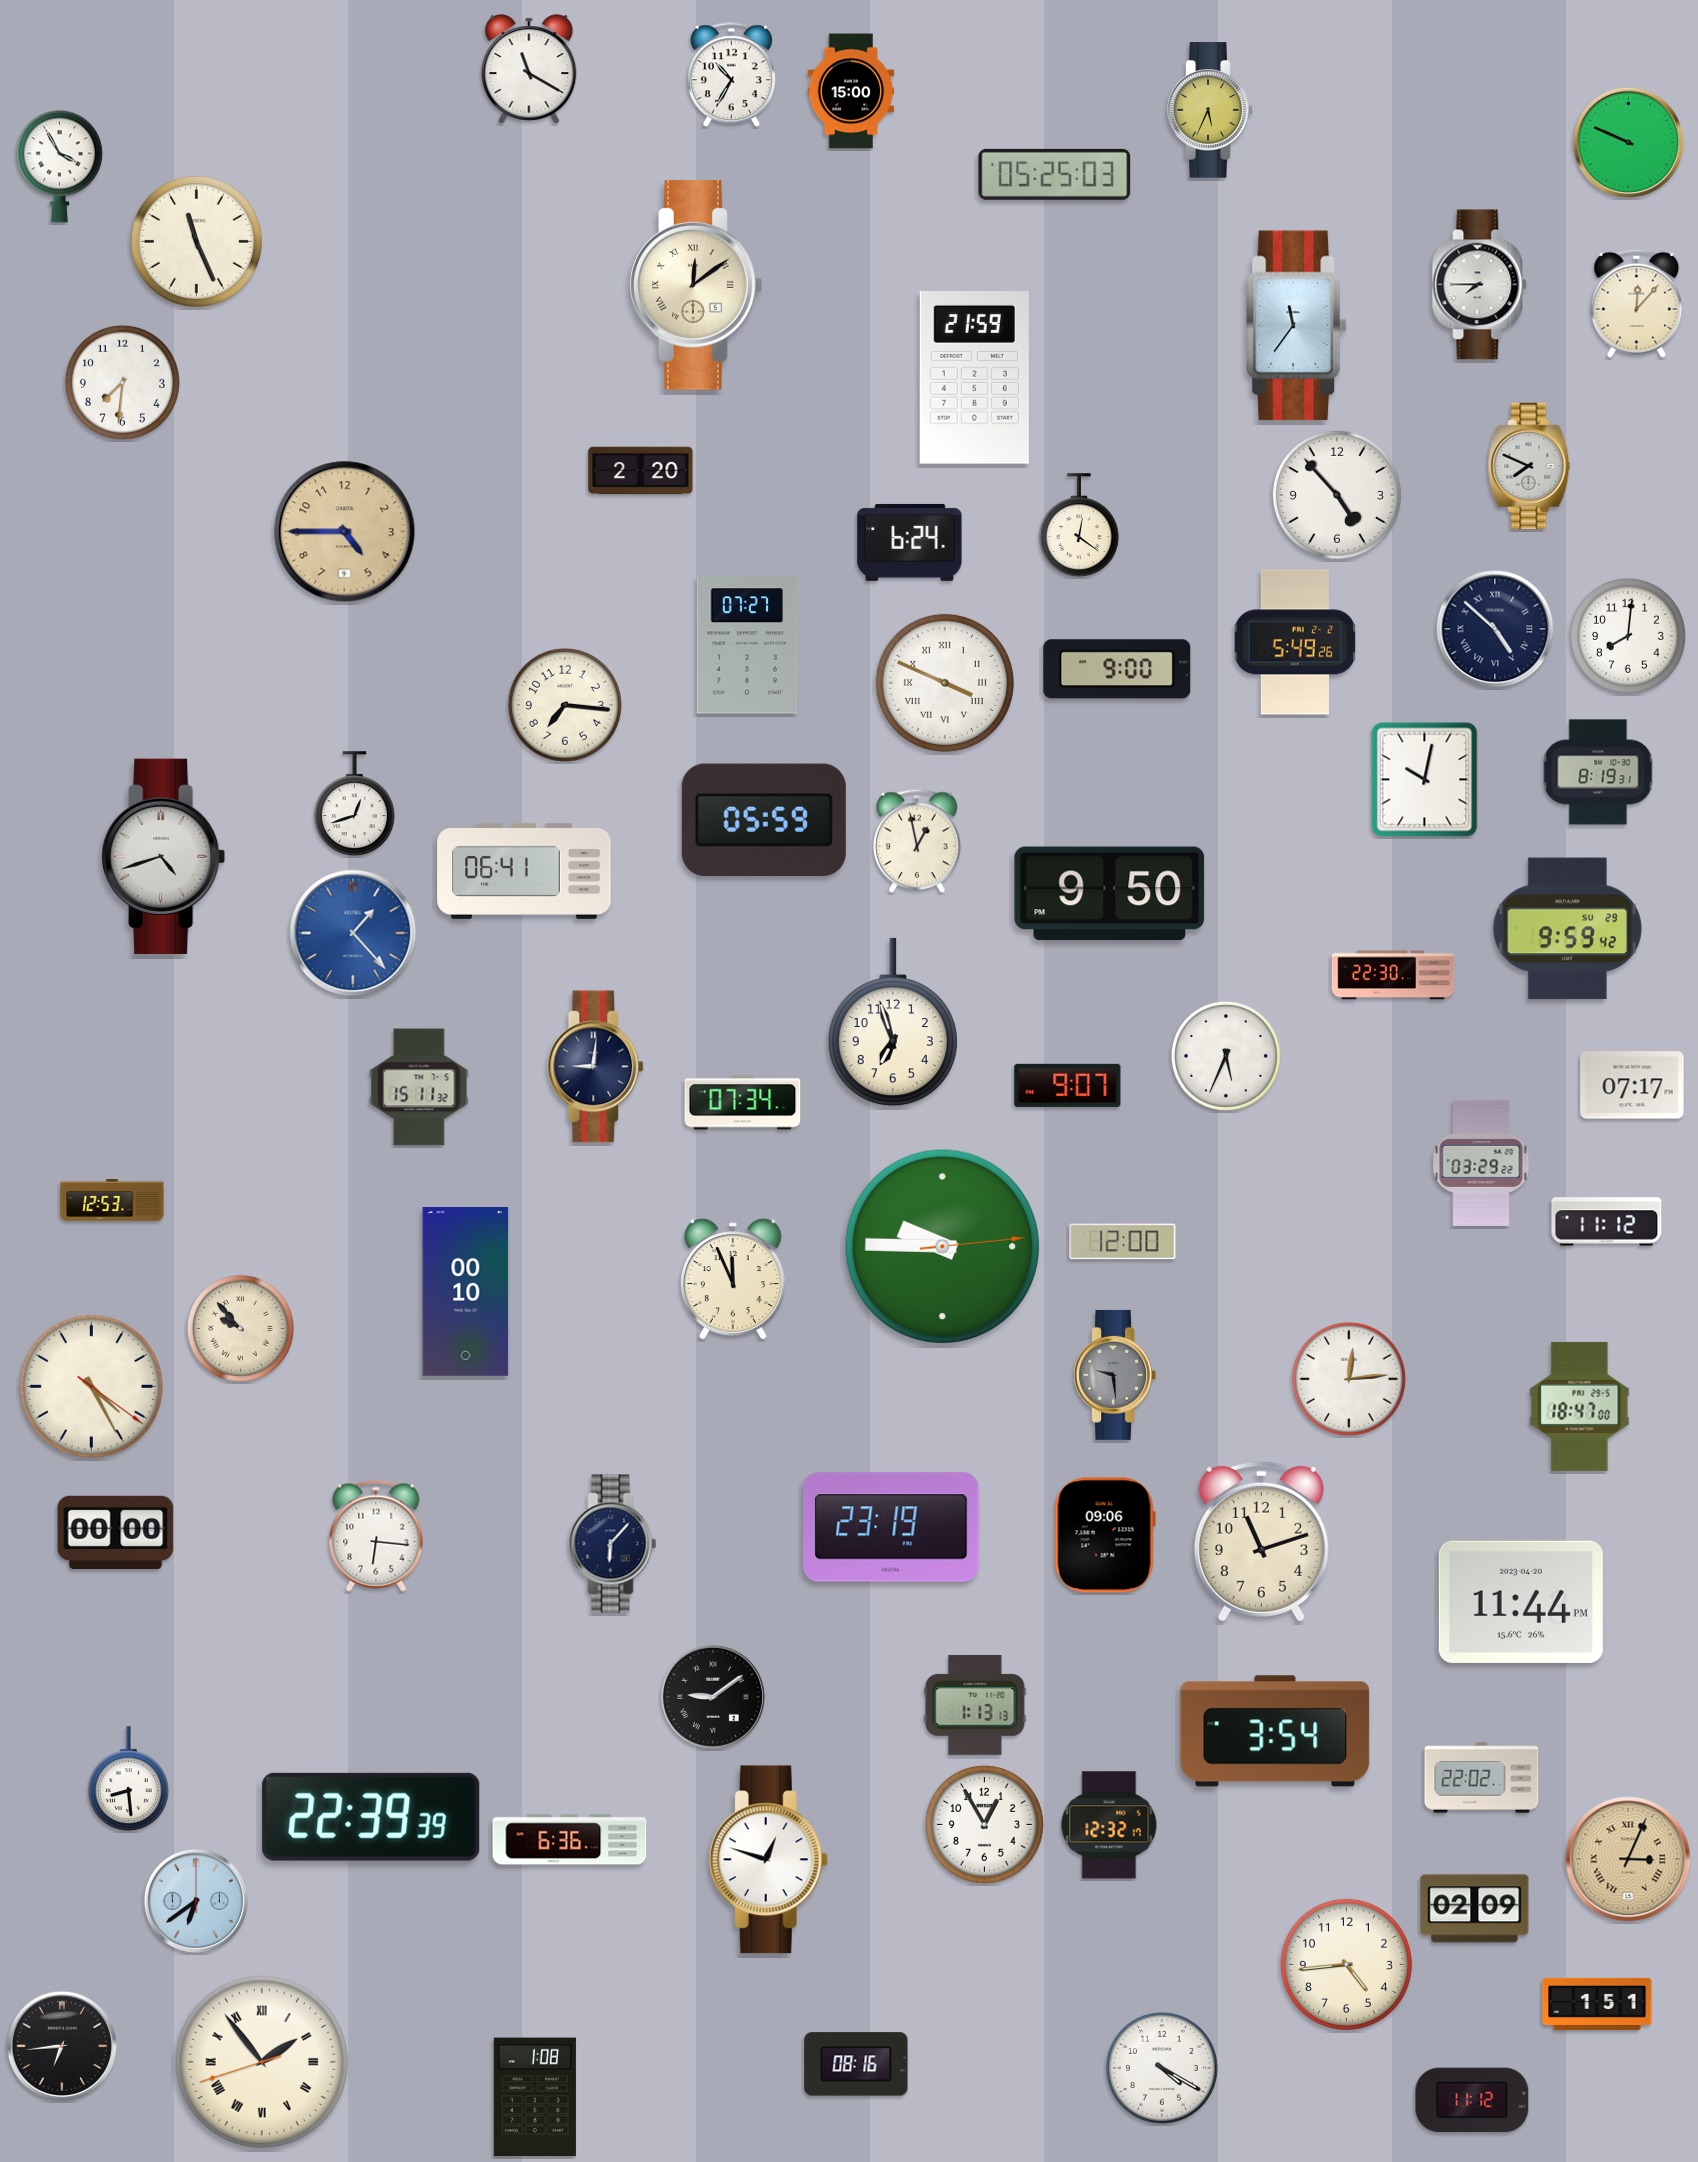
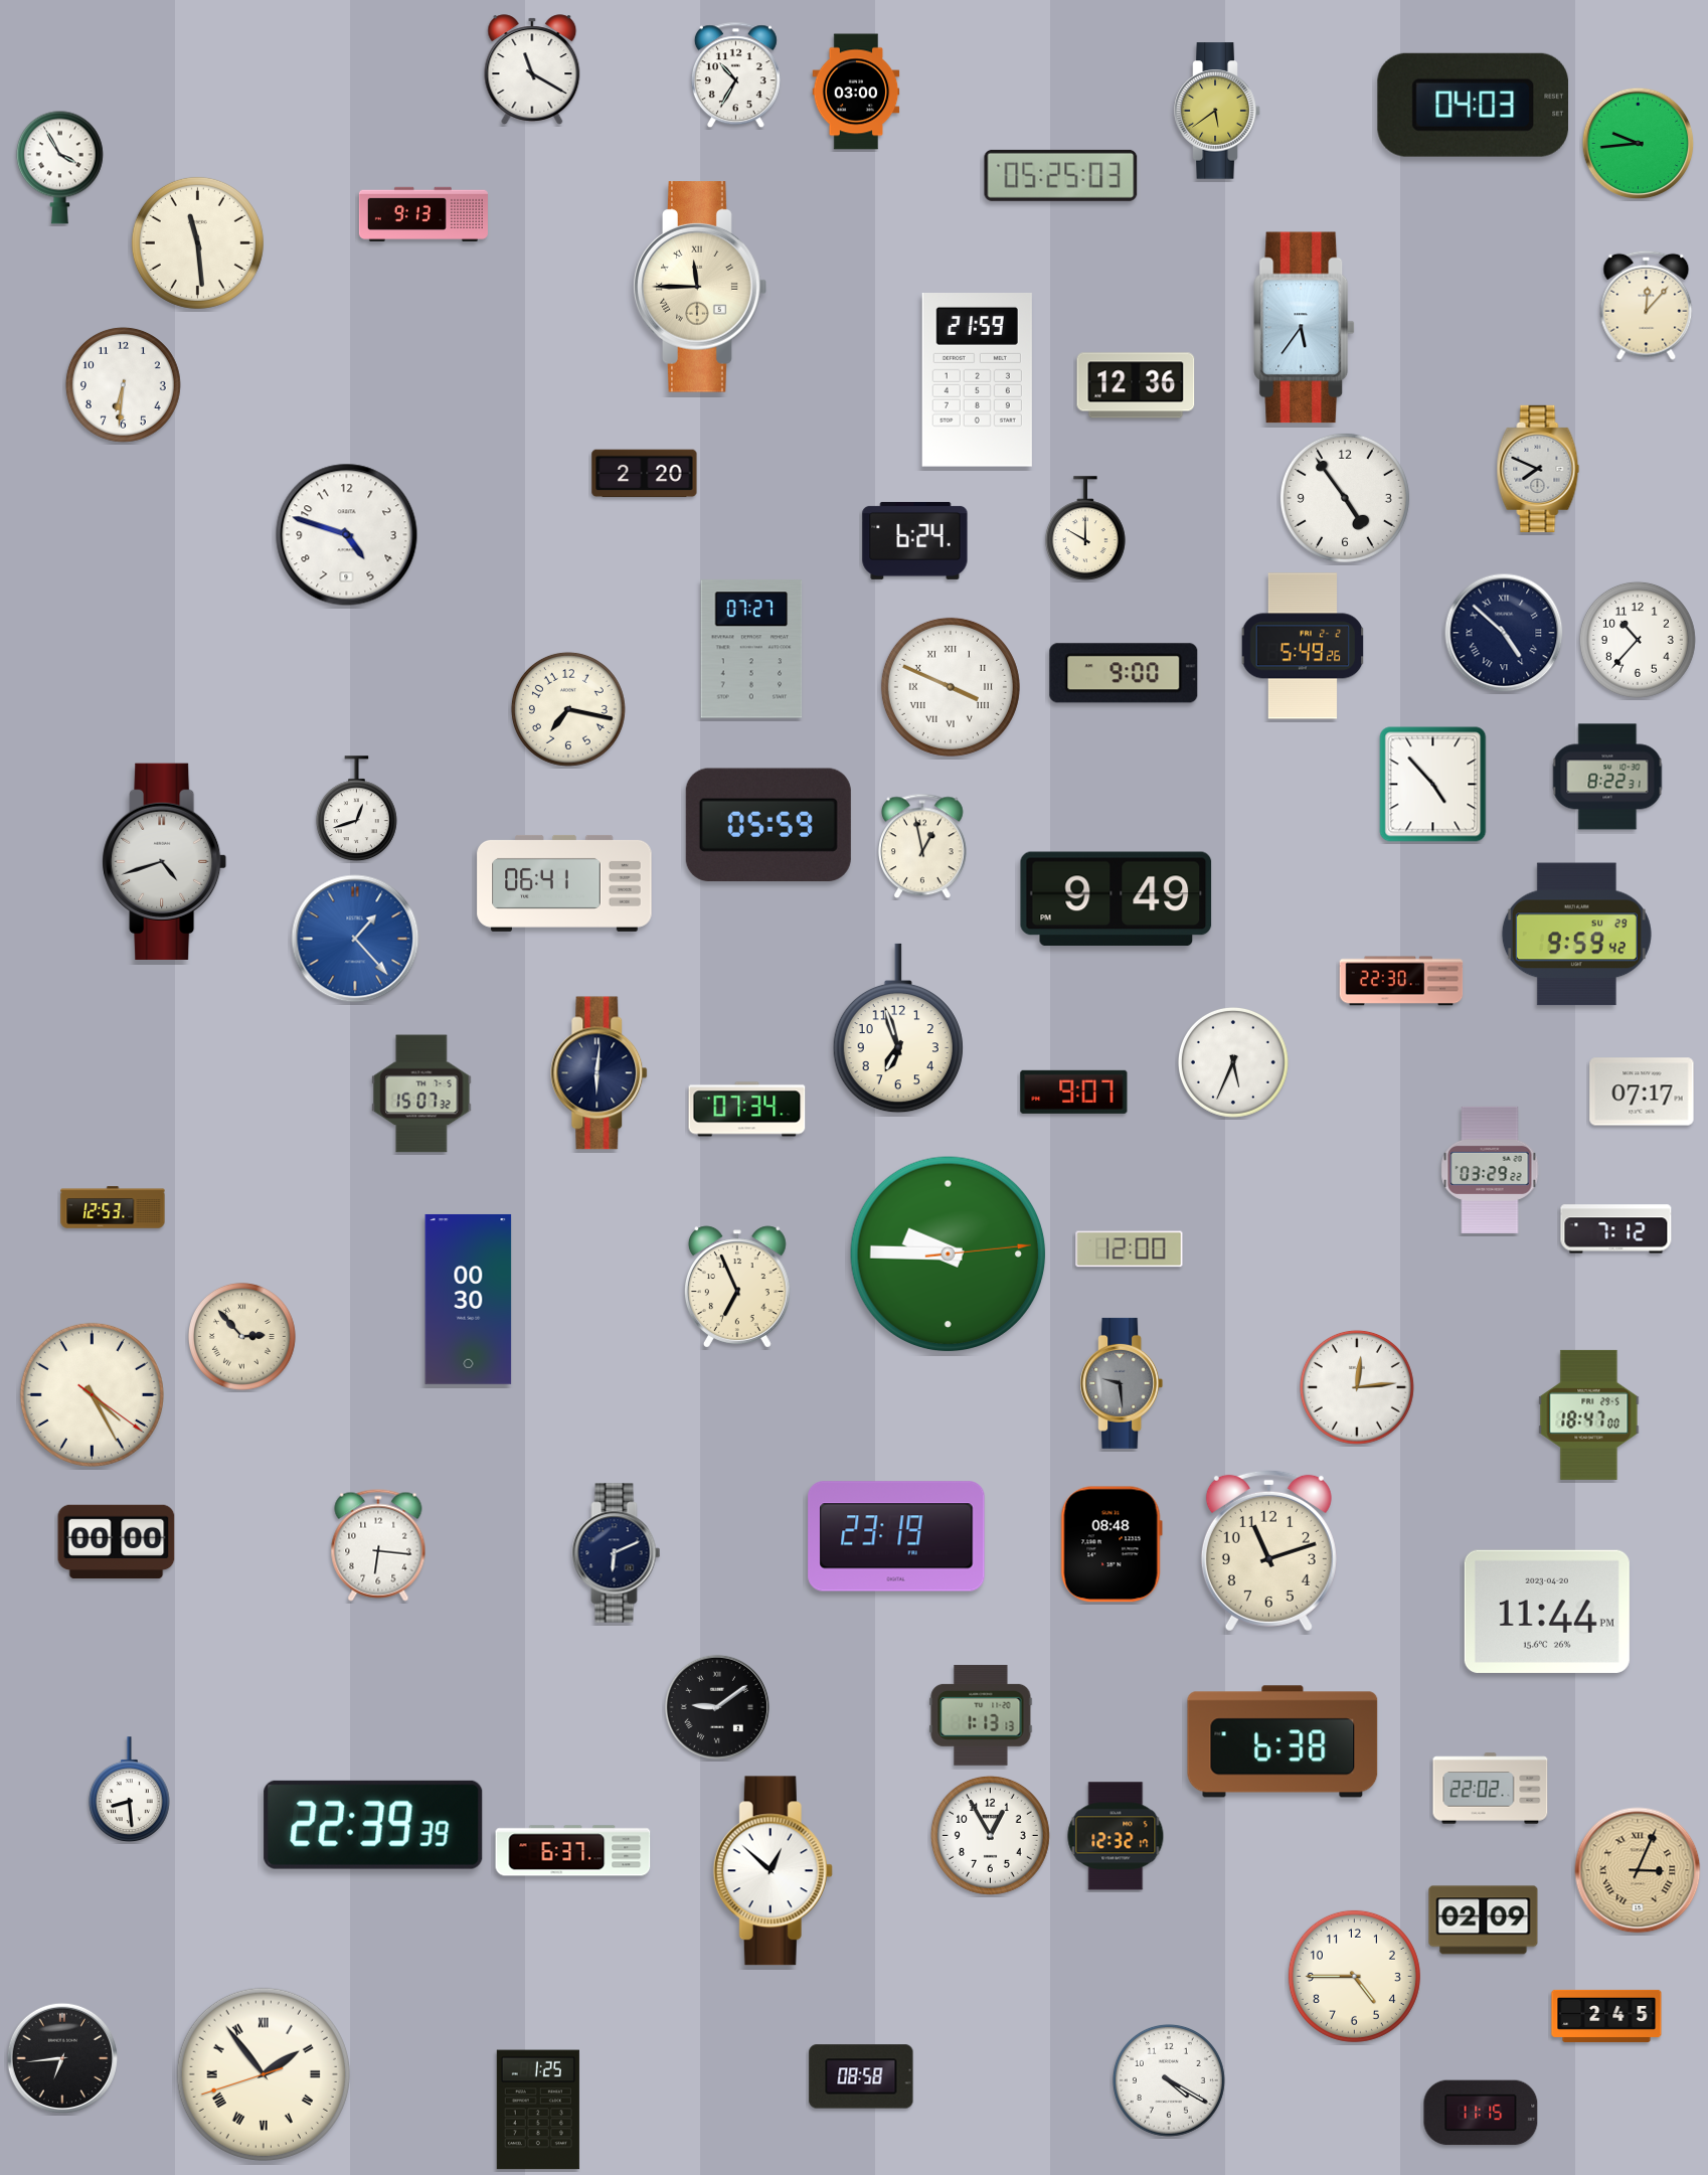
clock at (851, 91): 15:00 -> 03:00
clock at (1473, 105): none -> 04:03
clock at (1210, 110): 5:34 -> 5:39
clock at (1629, 143): 9:49 -> 9:44
clock at (423, 214): none -> 9:13
clock at (196, 241): 11:26 -> 11:29
clock at (696, 285): 12:09 -> 11:45
clock at (1480, 285): 7:45 -> none
clock at (1297, 326): 11:36 -> 5:36
clock at (974, 378) position: (974, 378) -> (977, 380)
clock at (122, 382): 7:31 -> 6:31
clock at (1136, 385): none -> 12:36
clock at (1337, 495): 4:53 -> 4:54
clock at (1079, 525): 12:21 -> 10:00
clock at (345, 532): 4:45 -> 4:48
clock at (345, 532) dial: champagne -> white
clock at (910, 542) position: (910, 542) -> (915, 540)
clock at (1628, 636): 8:01 -> 10:37
clock at (565, 705): 7:16 -> 7:17
clock at (1598, 772): 8:19 -> 8:22
clock at (1425, 780): 10:02 -> 4:53
clock at (524, 871) position: (524, 871) -> (564, 883)
clock at (1110, 894): 9:50 -> 9:49
clock at (596, 1067): 9:01 -> 6:01
clock at (419, 1087): 15:11 -> 15:07
clock at (1607, 1222): 11:12 -> 7:12
clock at (733, 1279): 11:56 -> 6:56
clock at (466, 1291): 00:10 -> 00:30
clock at (240, 1328): 9:53 -> 2:53
clock at (1105, 1535): 09:06 -> 08:48
clock at (613, 1544): 6:07 -> 6:11
clock at (1521, 1602) position: (1521, 1602) -> (1547, 1612)
clock at (1275, 1731): 3:54 -> 6:38
clock at (371, 1817) position: (371, 1817) -> (373, 1825)
clock at (570, 1840): 6:36 -> 6:37
clock at (768, 1860): 12:48 -> 12:52
clock at (196, 1901): 6:39 -> none
clock at (1346, 1964): 4:44 -> 4:45
clock at (1597, 2004): 1:51 -> 2:45
clock at (856, 2064): 08:16 -> 08:58
clock at (535, 2097): 1:08 -> 1:25
clock at (1472, 2100): 11:12 -> 11:15
